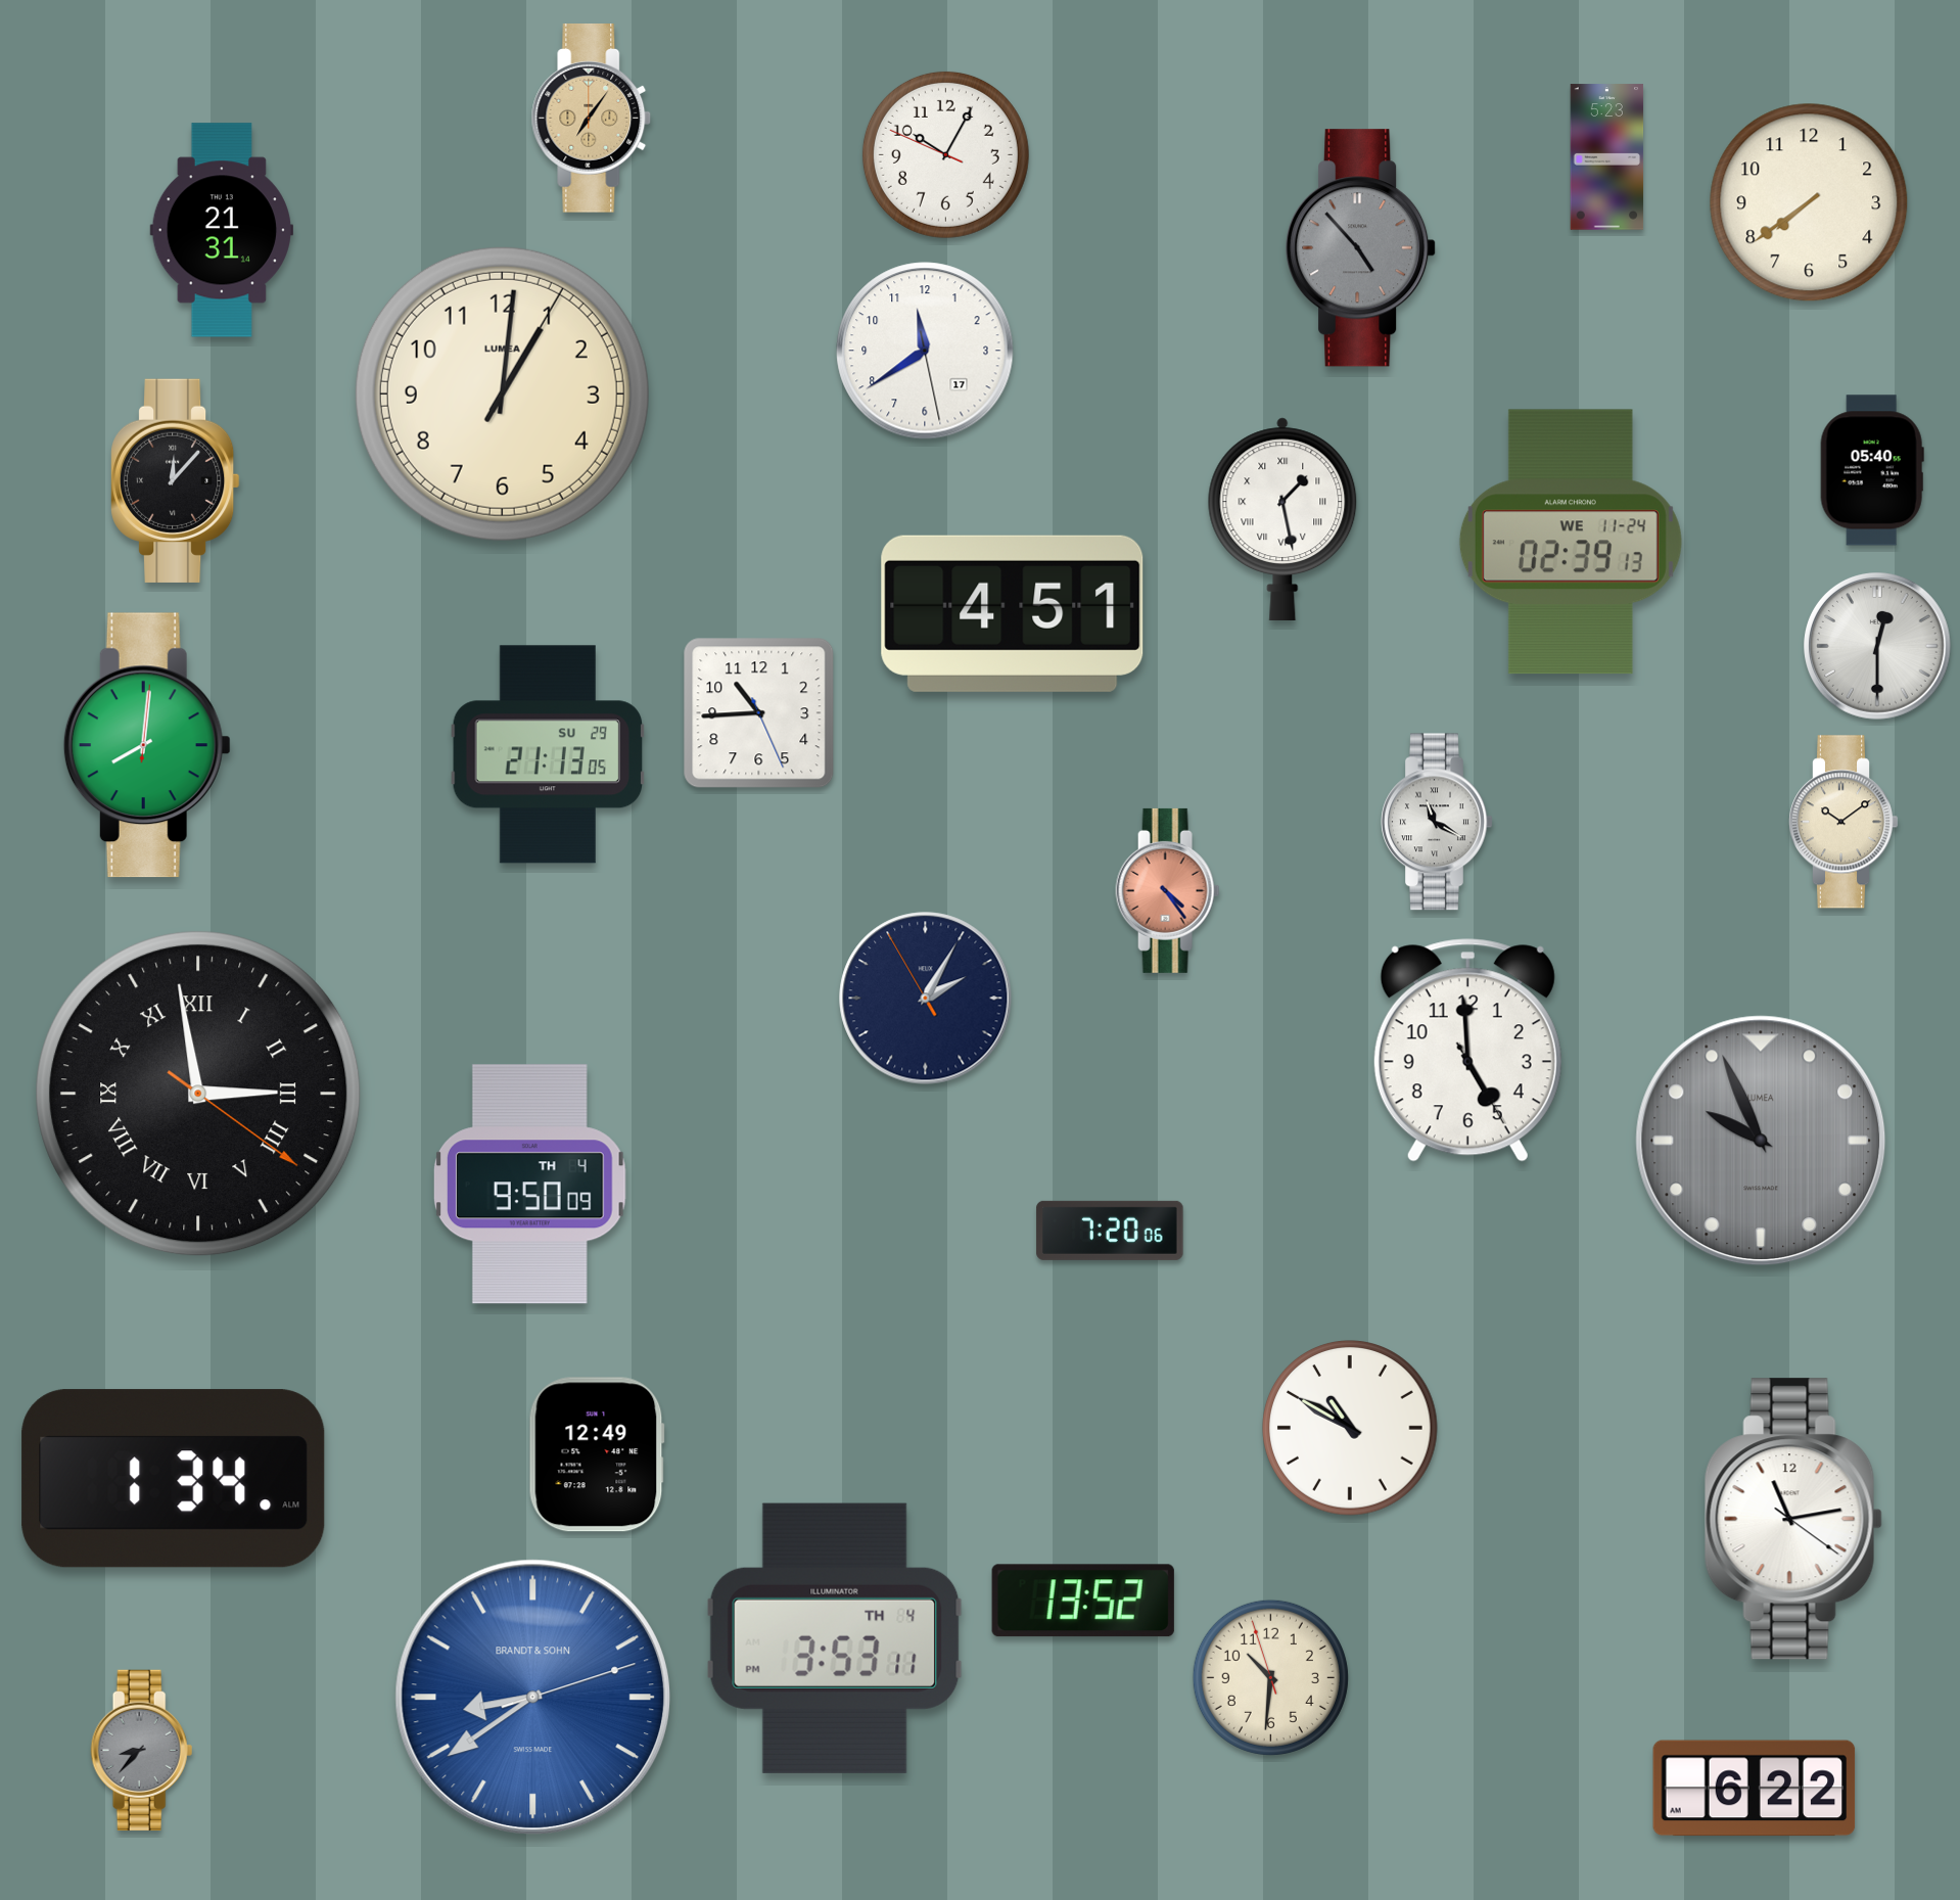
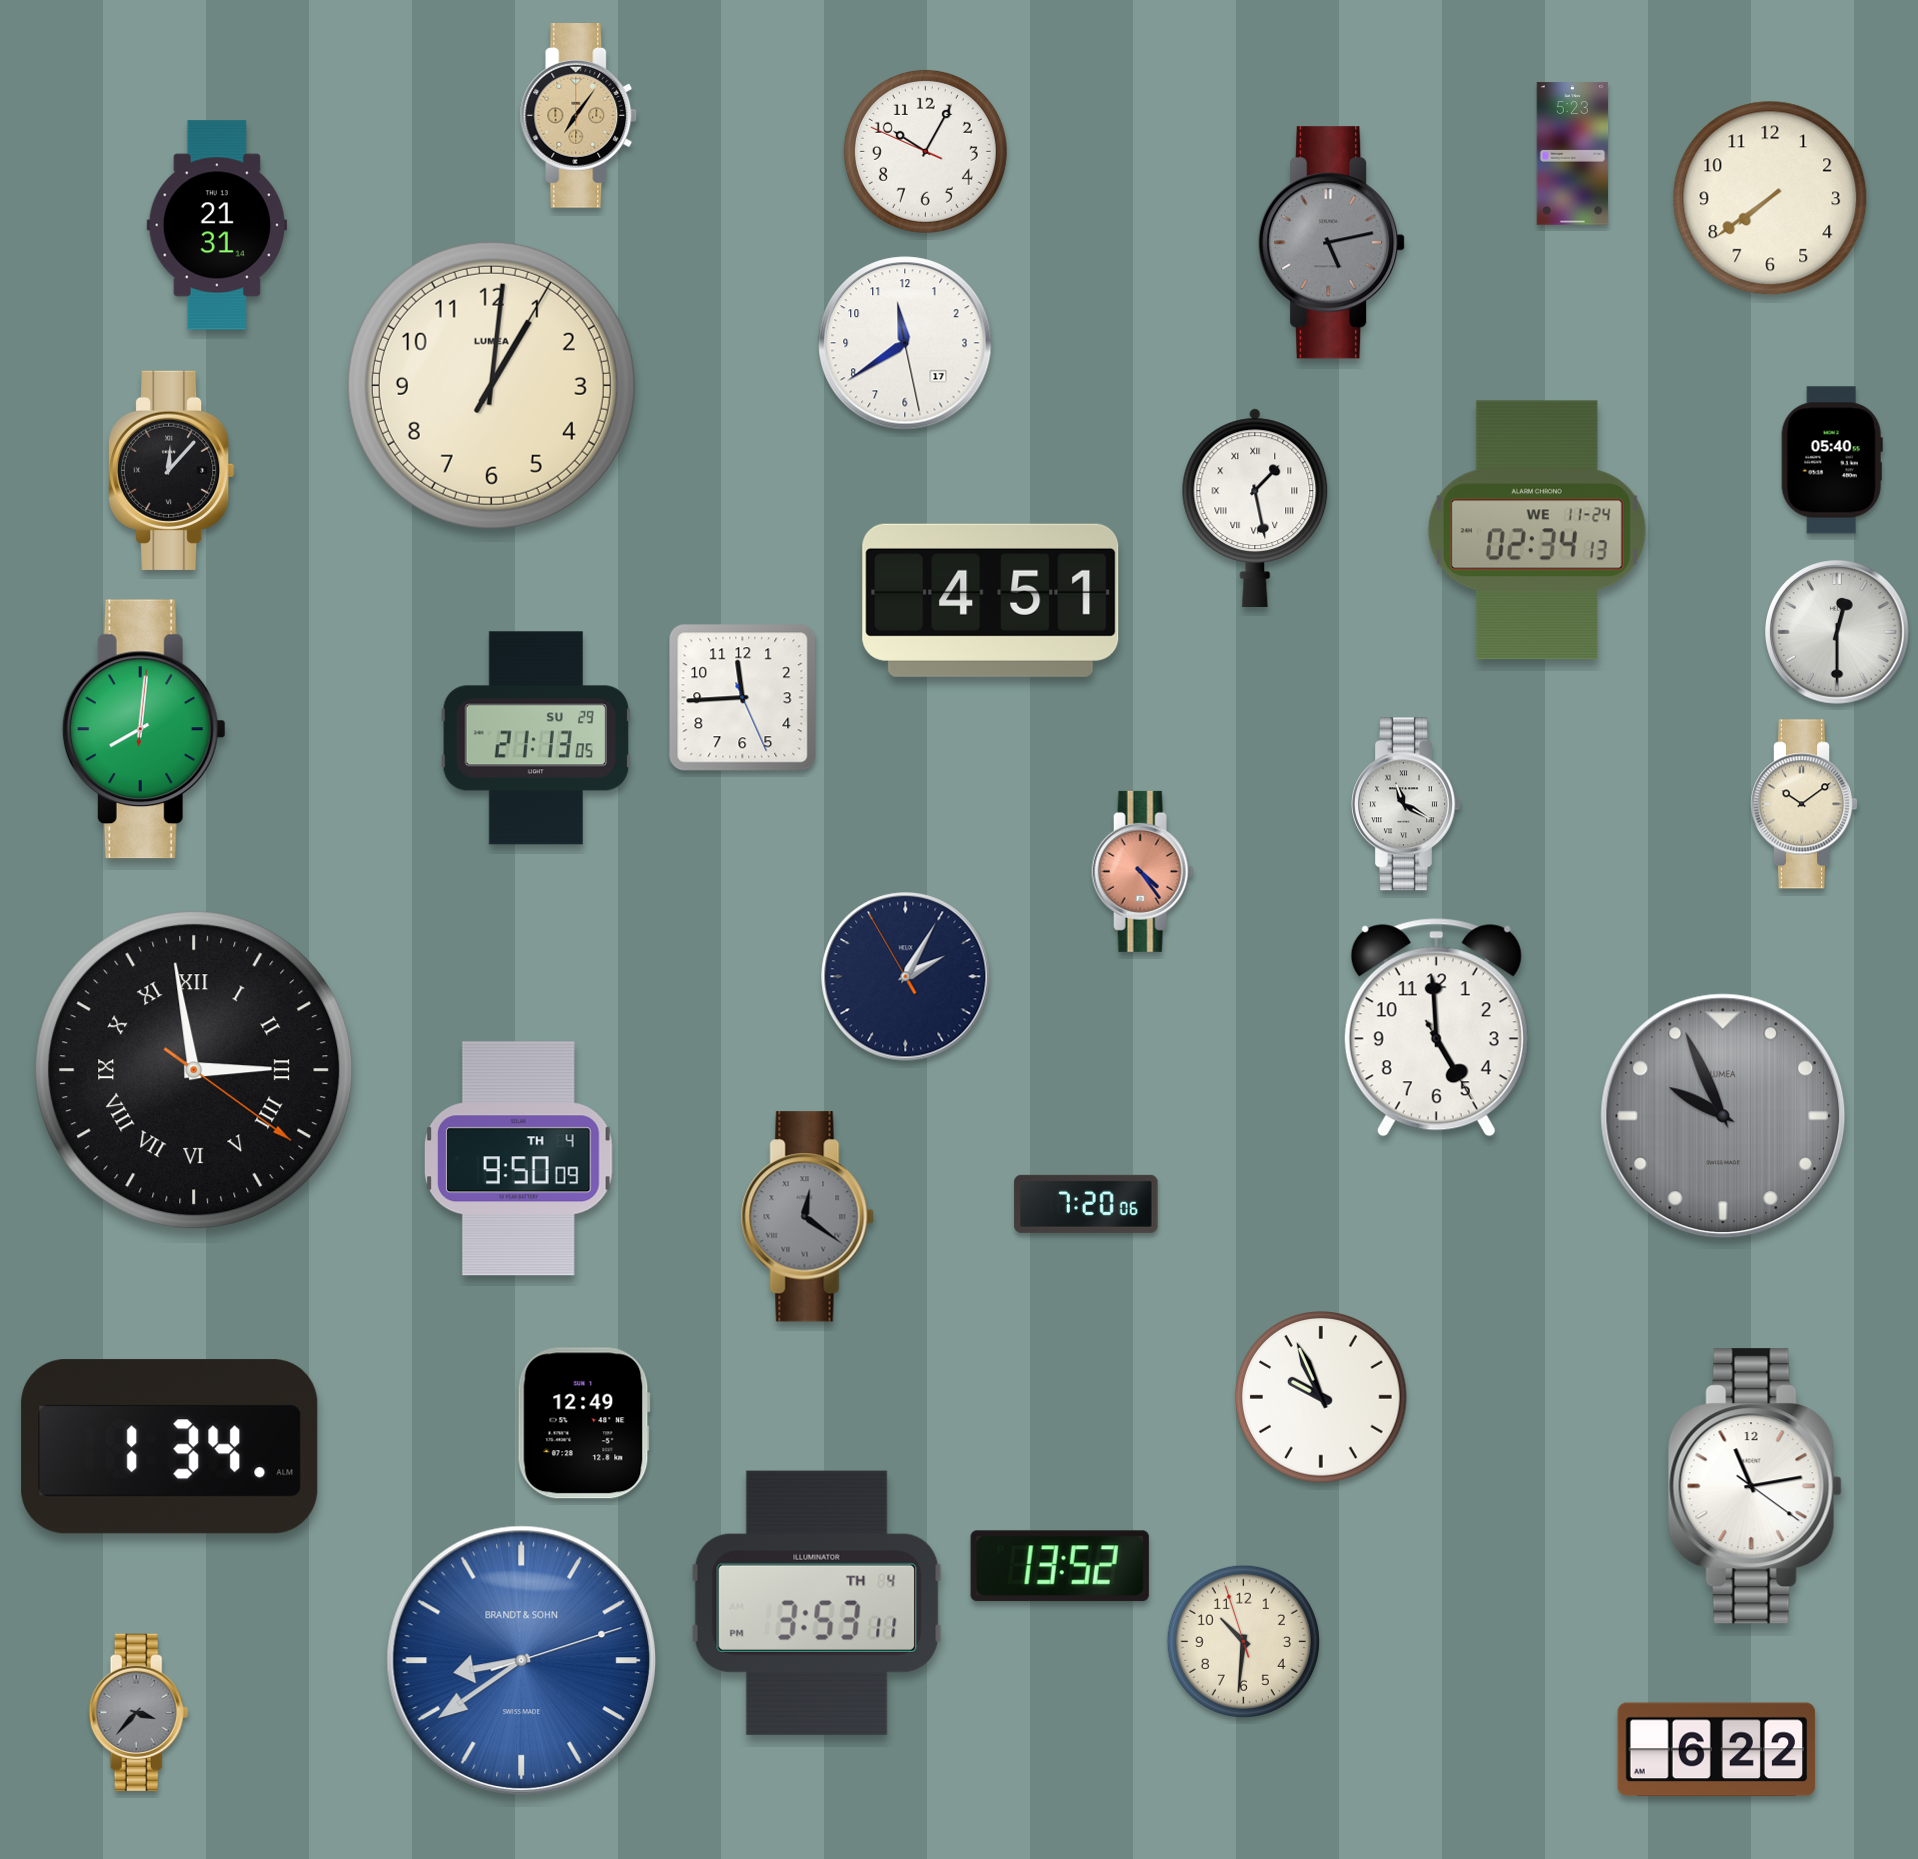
clock at (1361, 248): 4:53 -> 5:13
clock at (1571, 542): 02:39 -> 02:34
clock at (759, 713): 10:44 -> 11:44
clock at (807, 1217): none -> 12:21
clock at (1350, 1428): 10:50 -> 9:56
clock at (142, 1750): 8:37 -> 3:37
